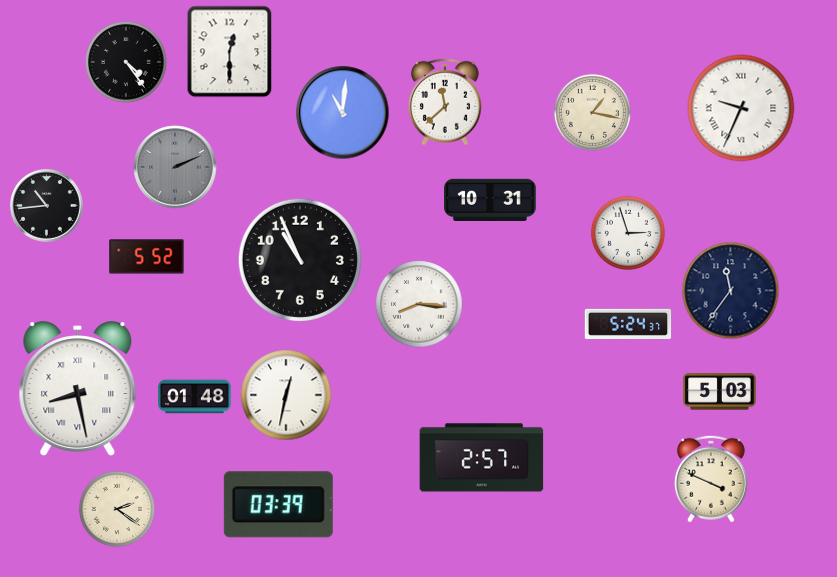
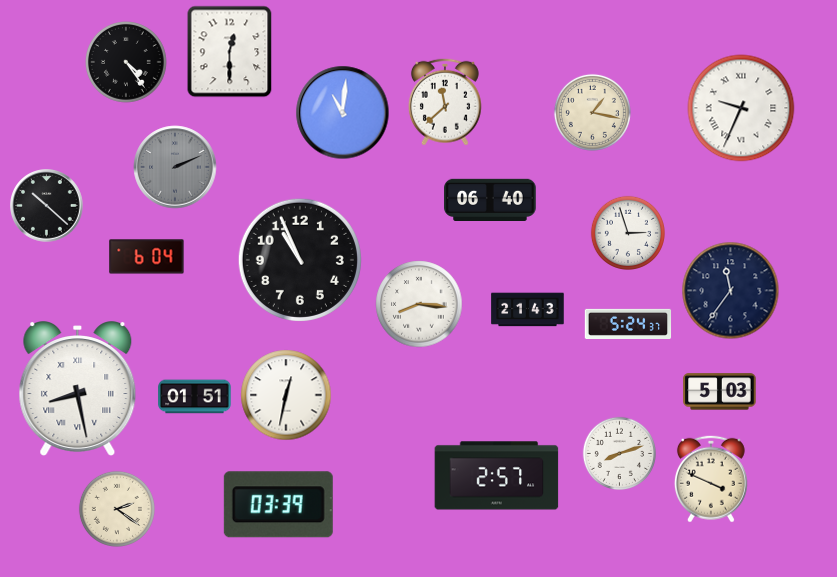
clock at (490, 199): 10:31 -> 06:40
clock at (47, 206): 10:44 -> 10:22
clock at (147, 257): 5:52 -> 6:04
clock at (528, 310): none -> 21:43
clock at (195, 397): 01:48 -> 01:51
clock at (619, 453): none -> 8:12
clock at (482, 458) position: (482, 458) -> (497, 476)
